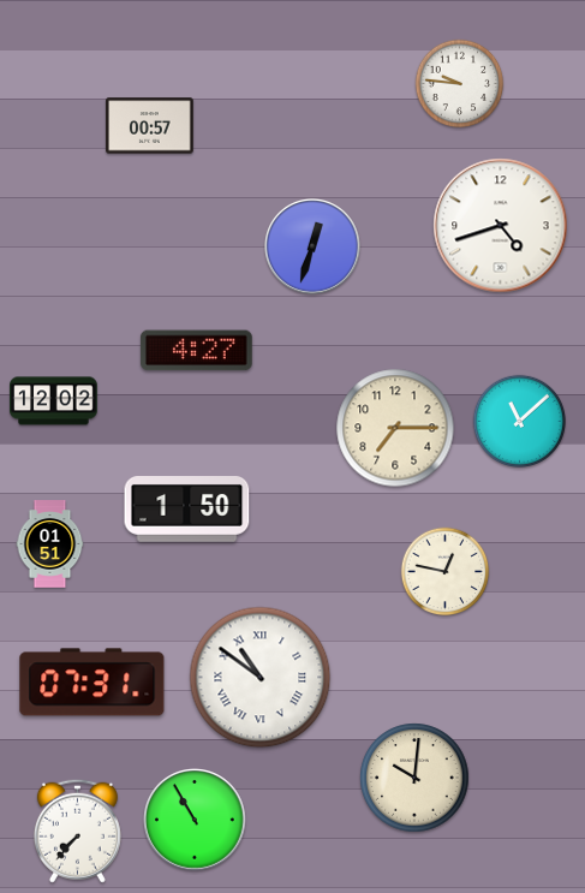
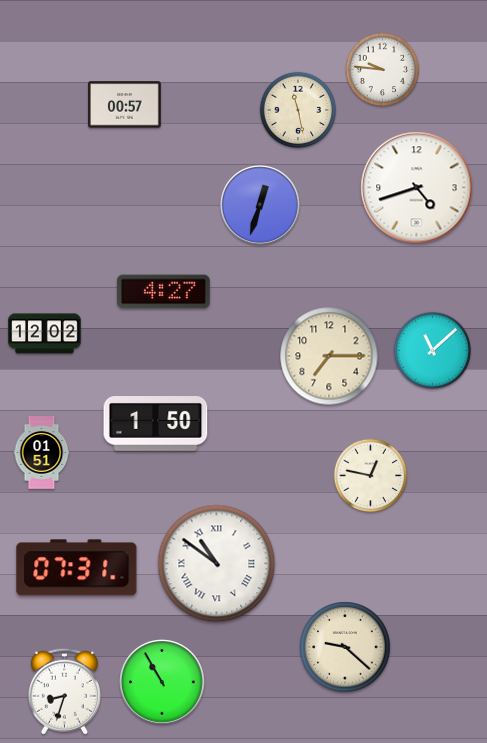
clock at (298, 110): none -> 11:28
clock at (414, 778): 10:01 -> 9:22
clock at (77, 831): 7:37 -> 8:33
